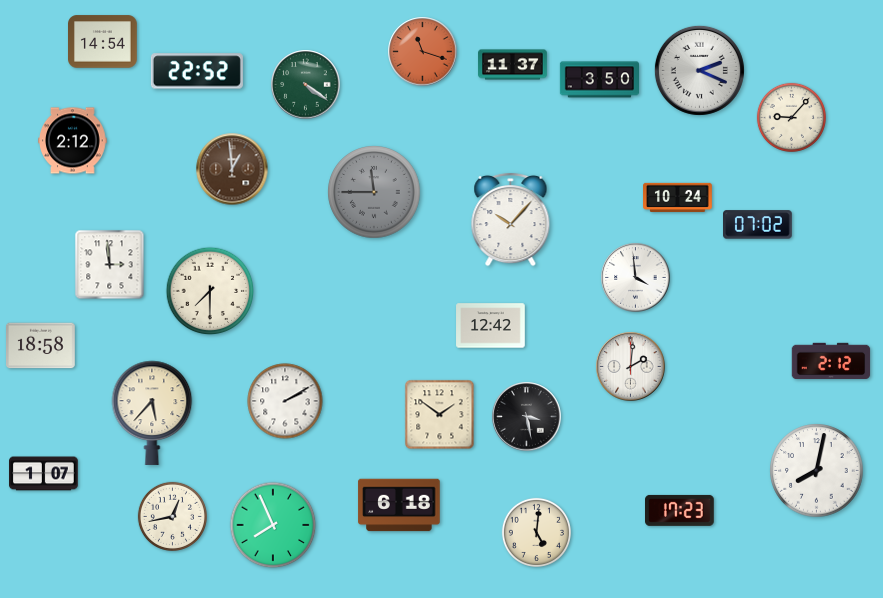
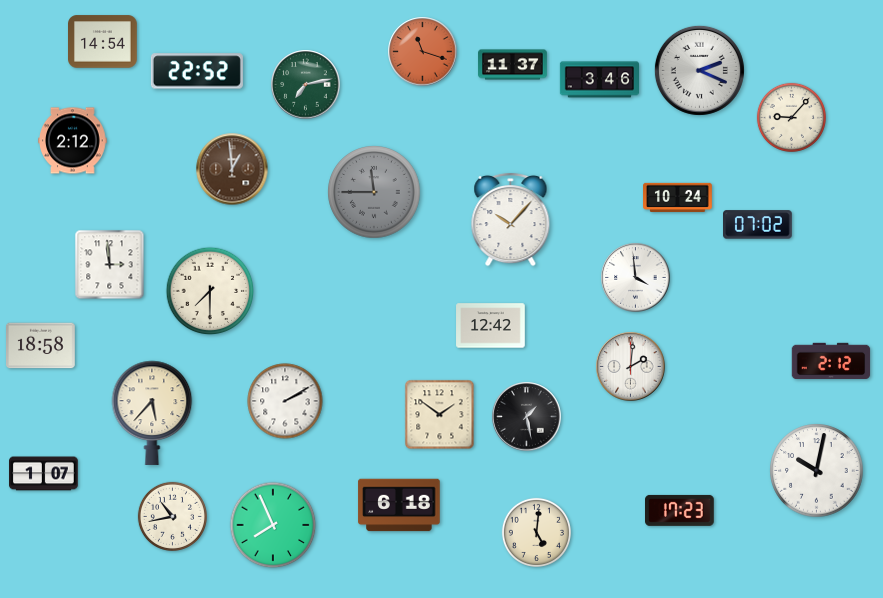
clock at (599, 80): 3:50 -> 3:46
clock at (306, 85): 4:21 -> 7:13
clock at (527, 417): 3:28 -> 1:28
clock at (817, 471): 8:02 -> 10:02
clock at (172, 516): 12:43 -> 10:43
